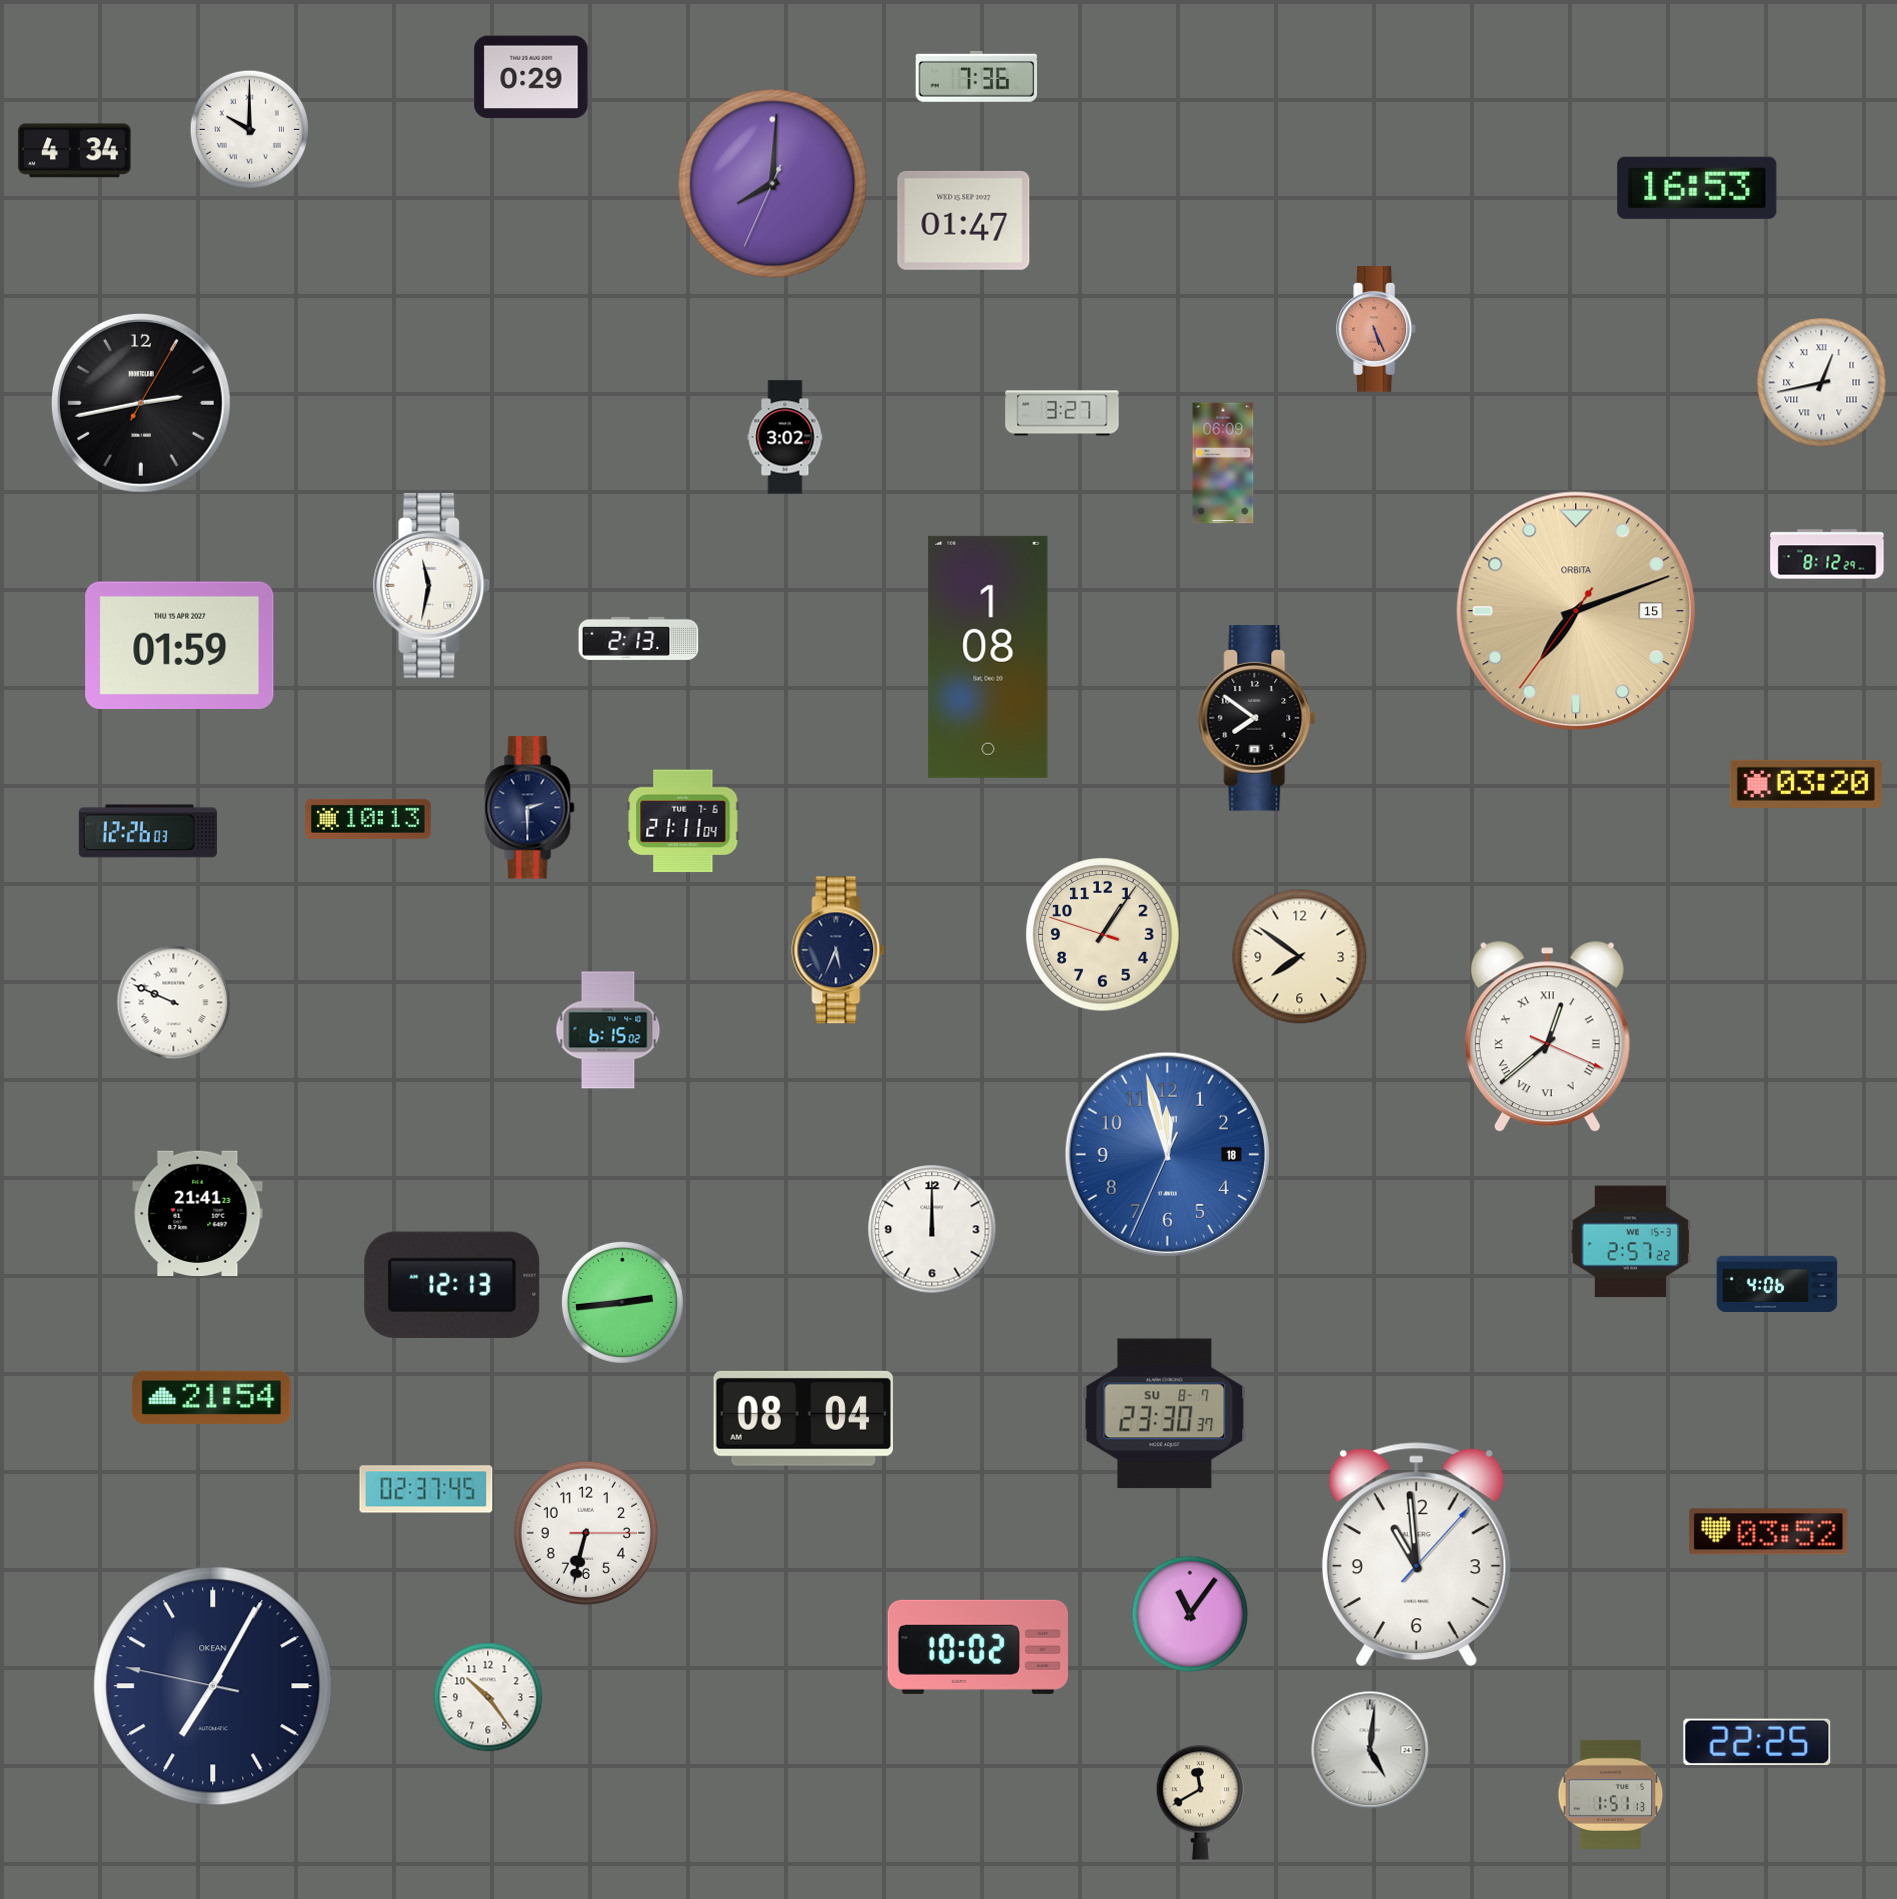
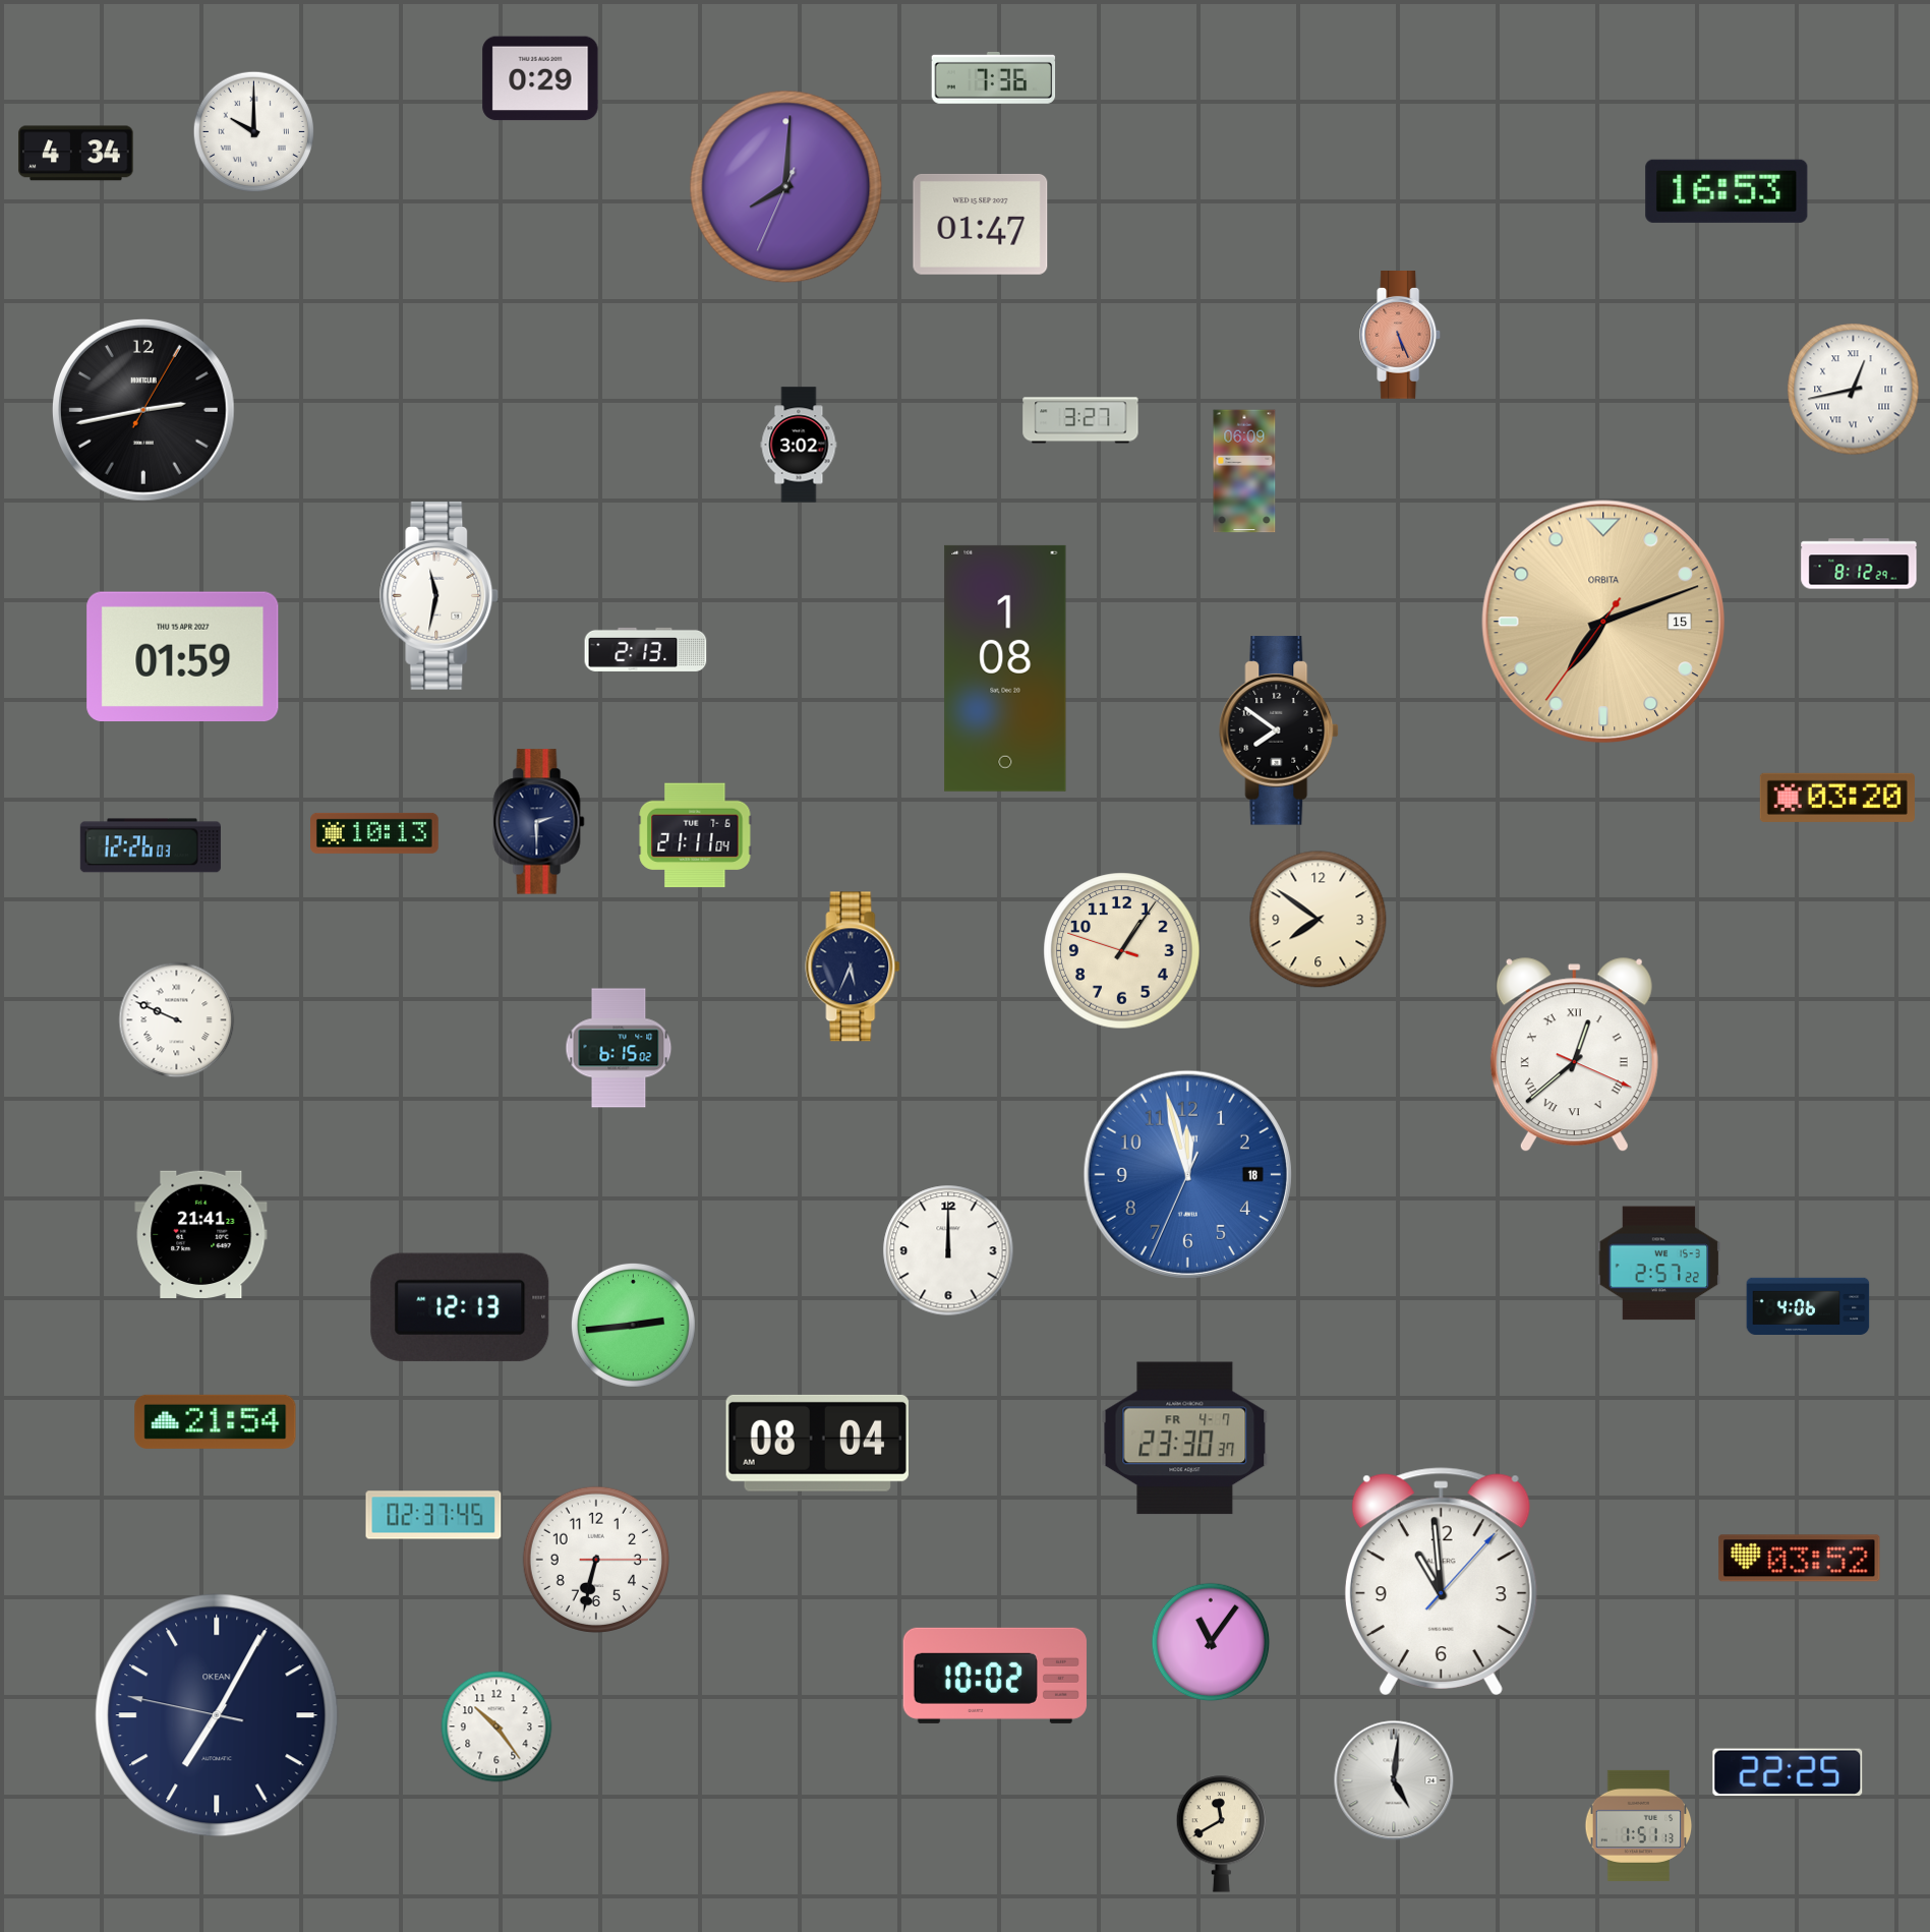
clock at (639, 638) position: (639, 638) -> (646, 649)
clock at (1300, 957) position: (1300, 957) -> (1319, 920)
clock at (1165, 1414) date: SU 8-7 -> FR 4-7
